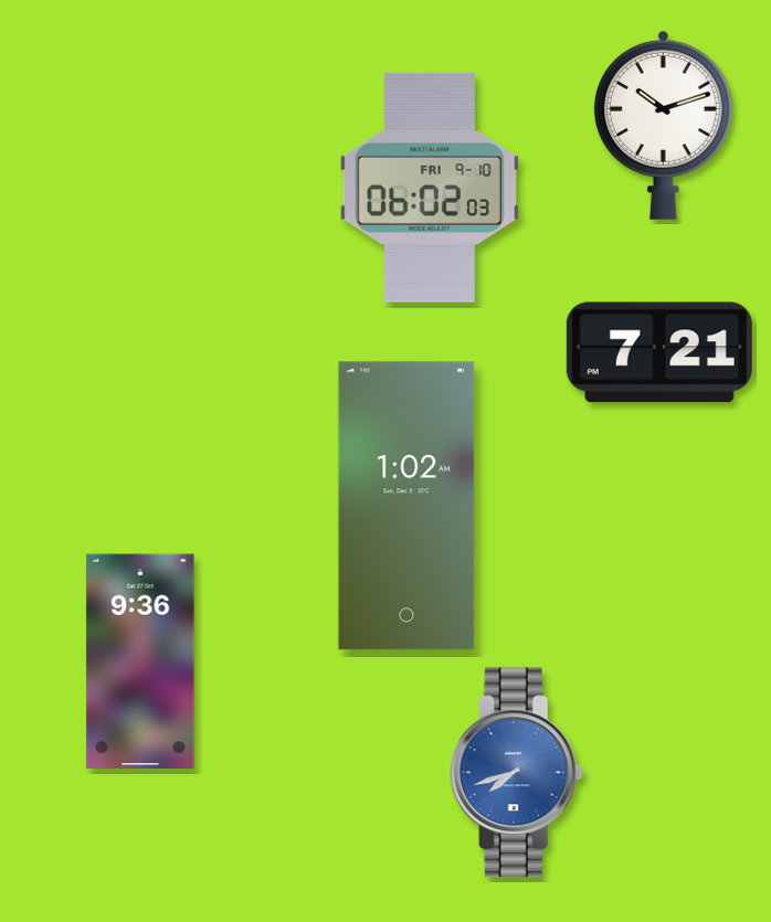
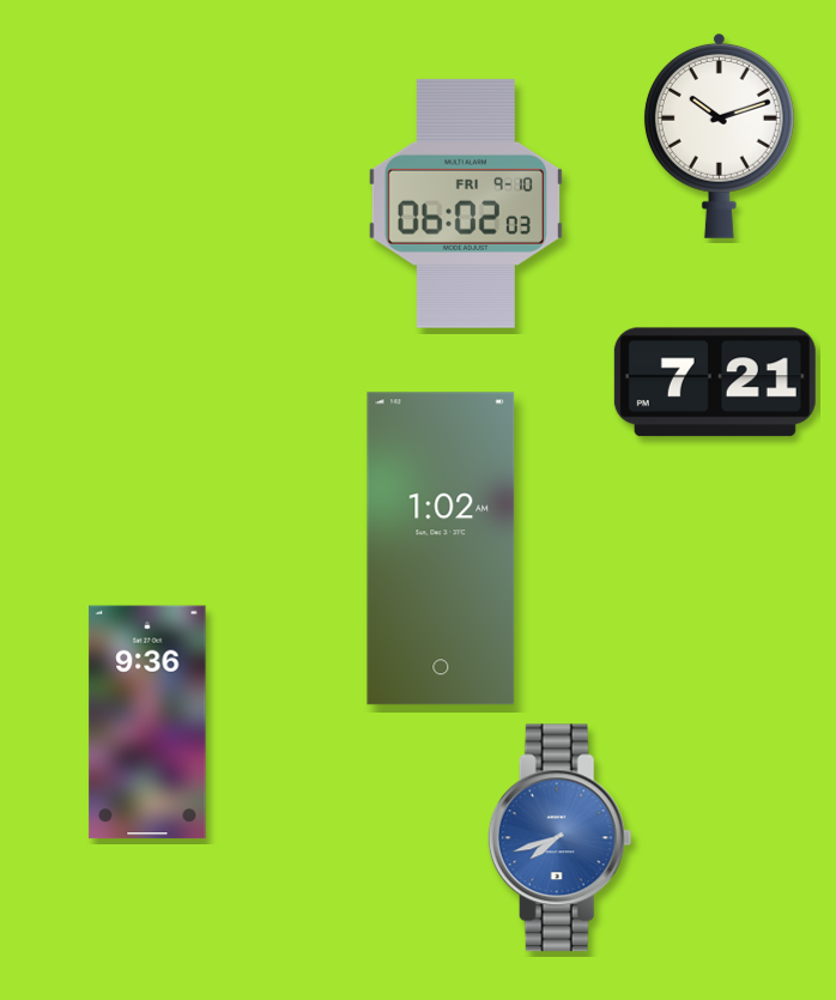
clock at (140, 661) position: (140, 661) -> (147, 722)
